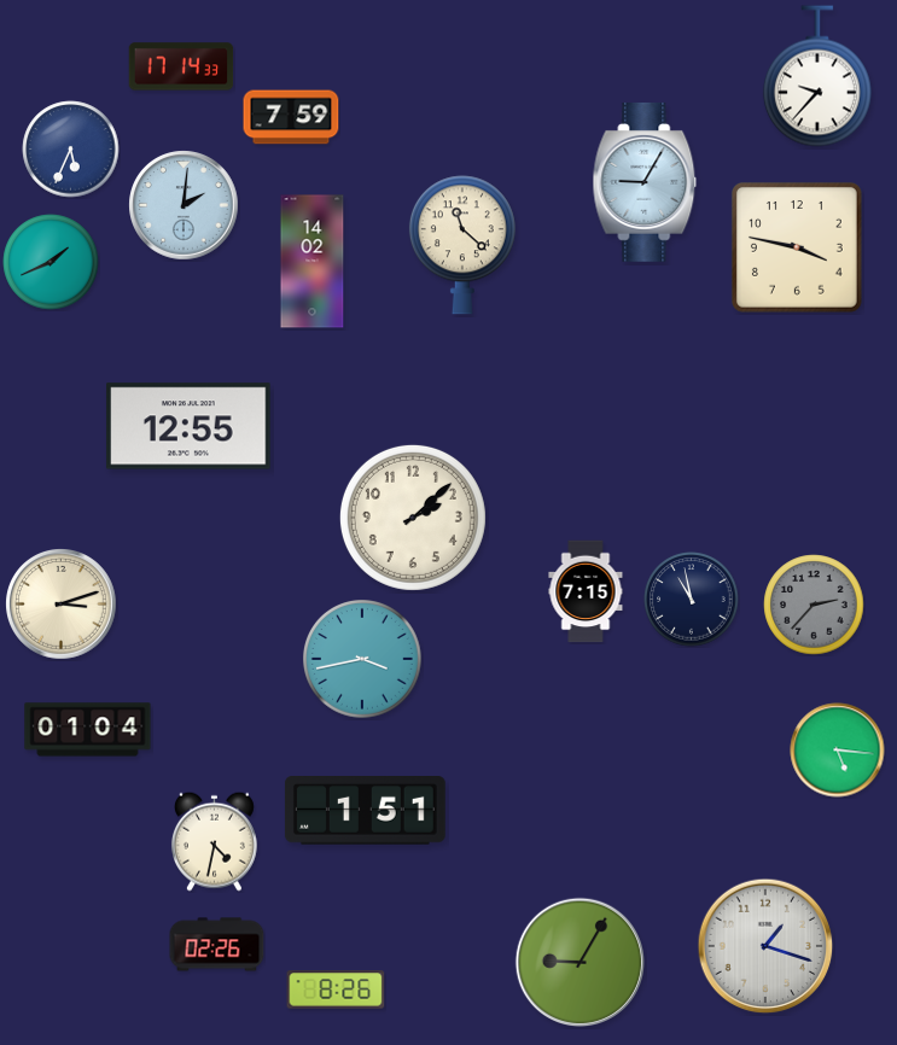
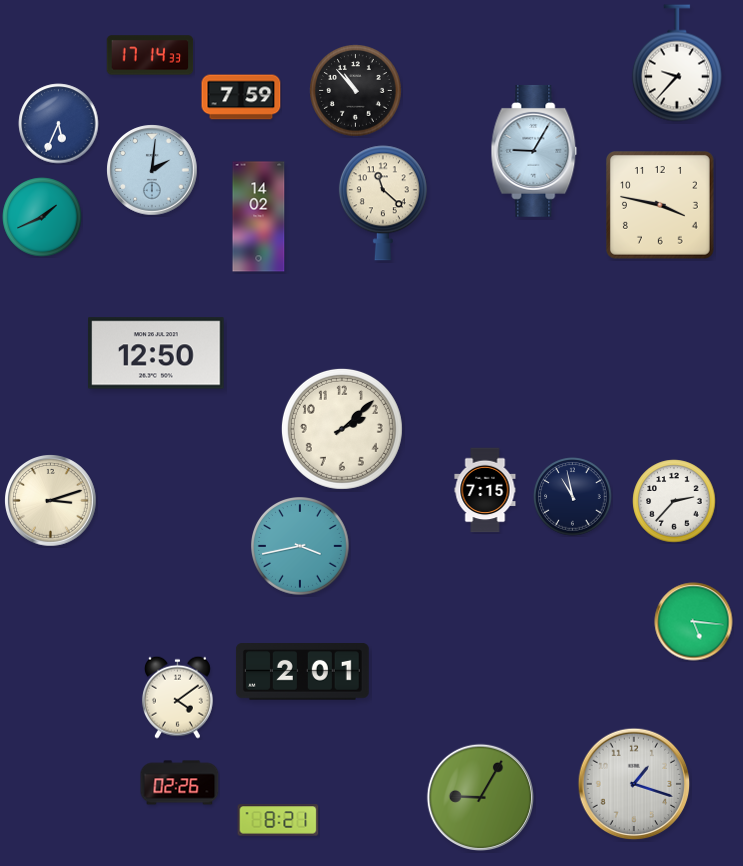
clock at (356, 91): none -> 10:53
clock at (188, 426): 12:55 -> 12:50
clock at (814, 605) dial: grey -> white
clock at (88, 730): 01:04 -> none
clock at (365, 811): 1:51 -> 2:01
clock at (214, 841): 4:32 -> 4:09
clock at (336, 989): 8:26 -> 8:21
